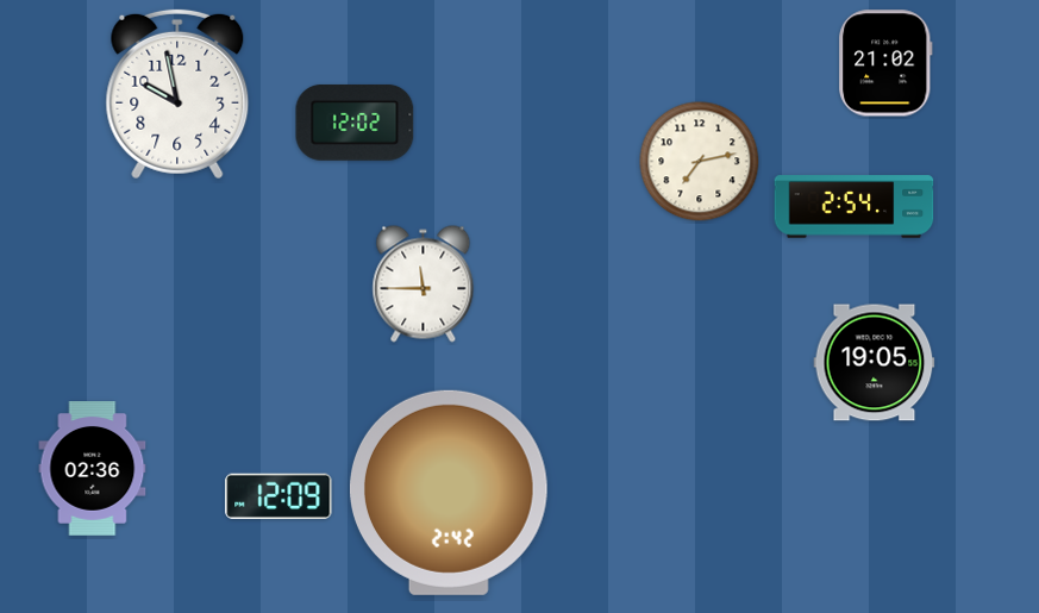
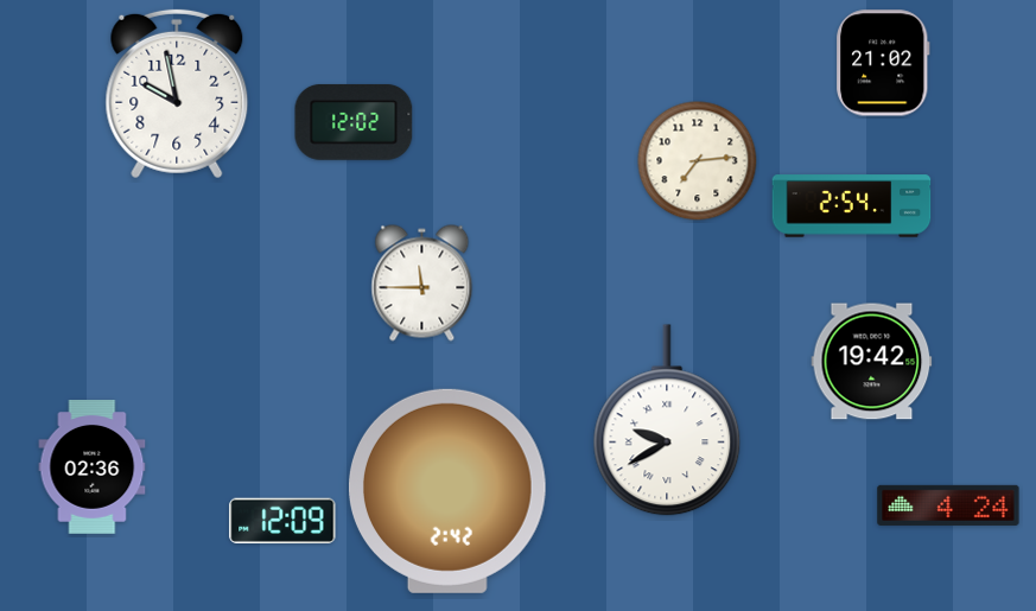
clock at (700, 162): 7:13 -> 7:14
clock at (875, 363): 19:05 -> 19:42
clock at (667, 420): none -> 9:40
clock at (278, 496) position: (278, 496) -> (282, 521)
clock at (948, 505): none -> 4:24
